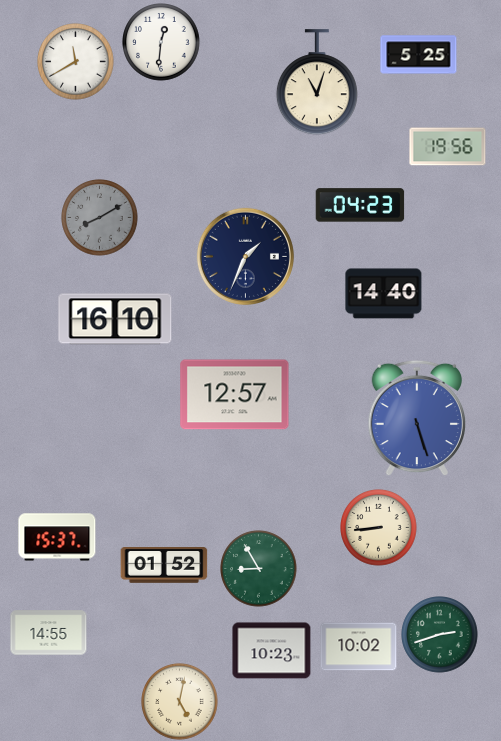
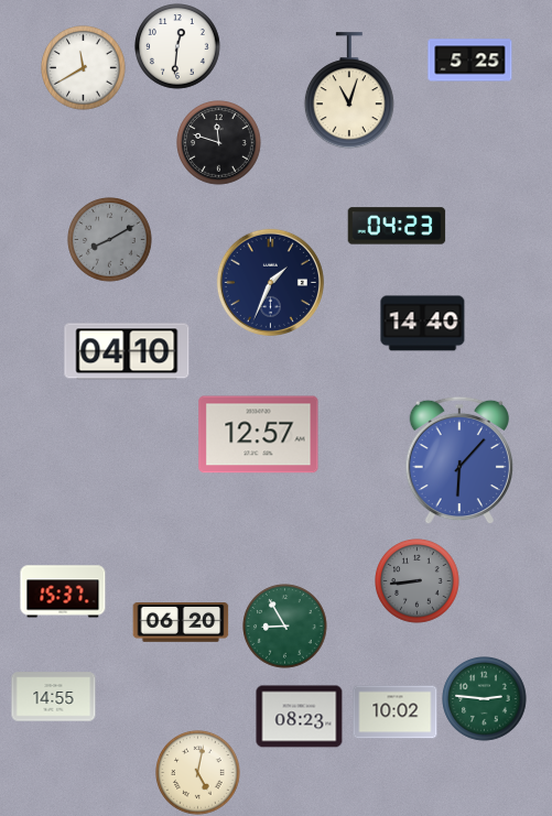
clock at (419, 55) position: (419, 55) -> (470, 61)
clock at (219, 143): none -> 11:48
clock at (448, 147): 19:56 -> none
clock at (115, 319): 16:10 -> 04:10
clock at (416, 418): 5:27 -> 6:07
clock at (379, 528) dial: cream -> grey
clock at (164, 566): 01:52 -> 06:20
clock at (440, 635): 2:42 -> 2:46
clock at (272, 651): 10:23 -> 08:23
